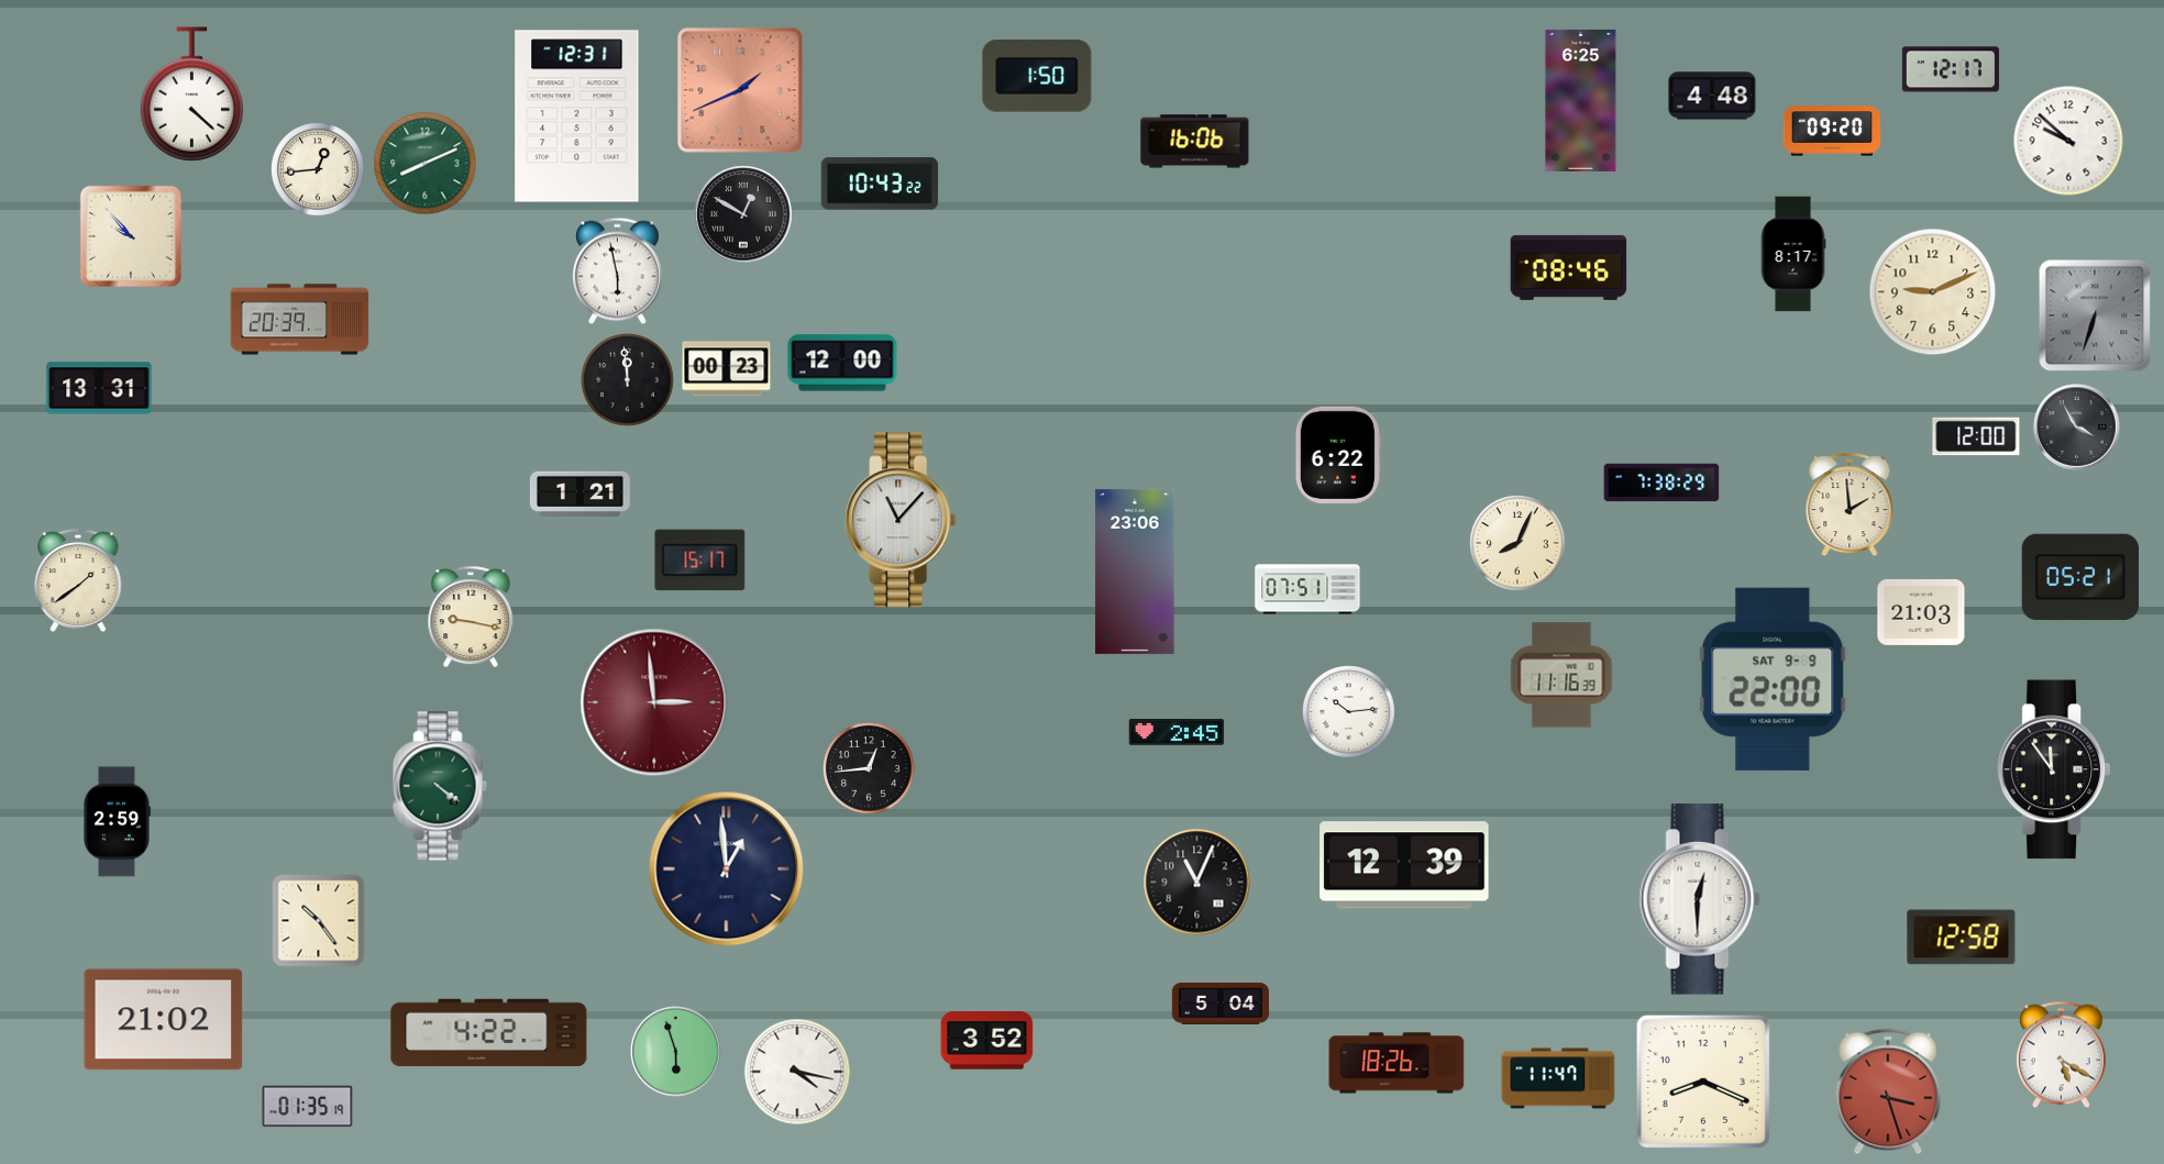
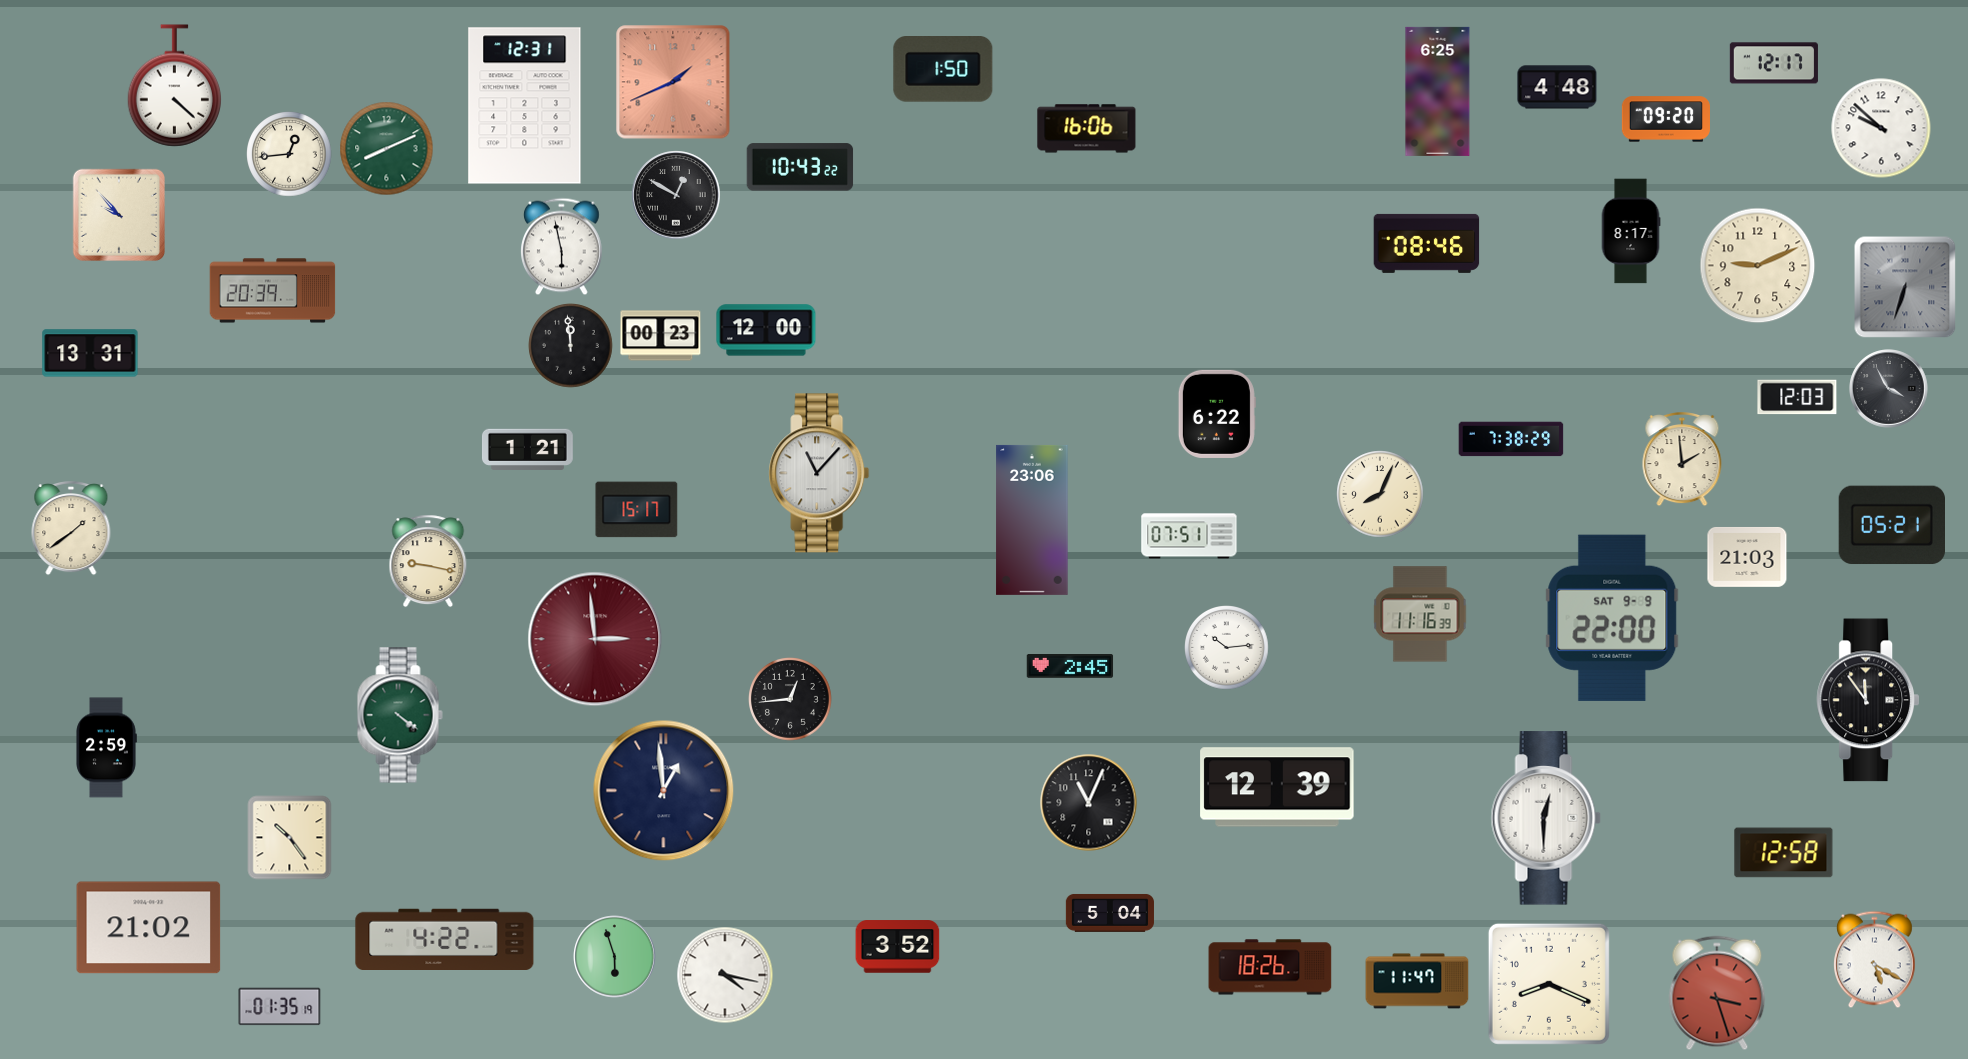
clock at (1976, 436): 12:00 -> 12:03
clock at (727, 869) position: (727, 869) -> (664, 791)
